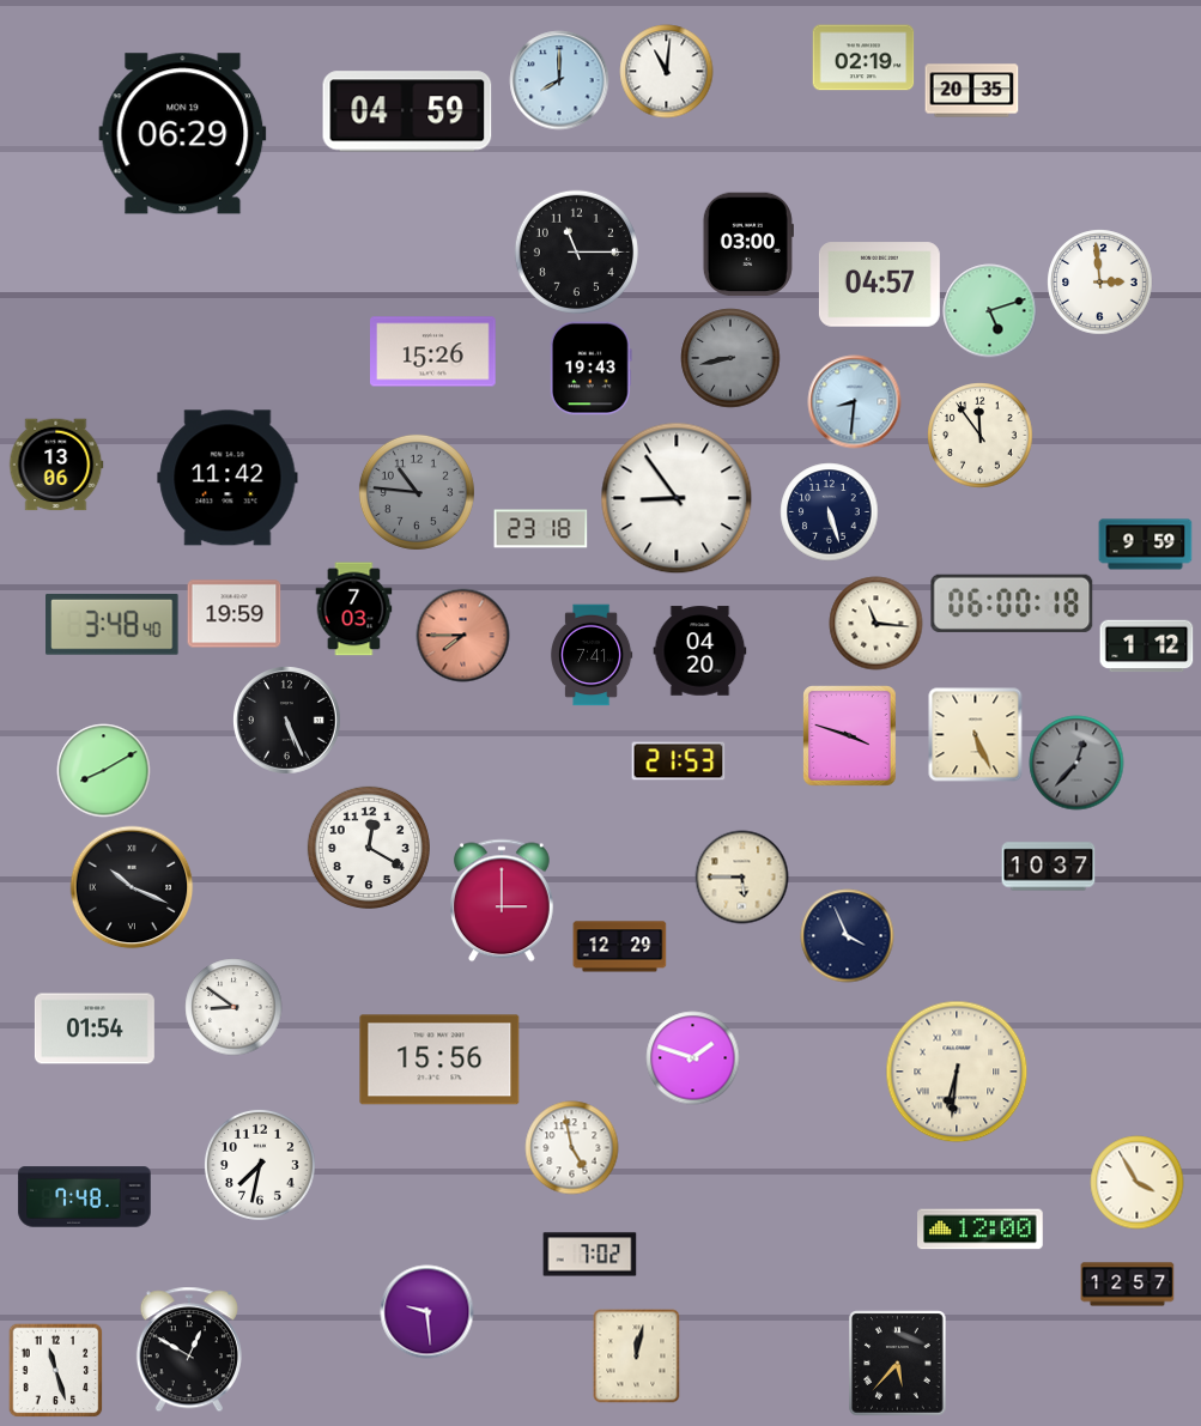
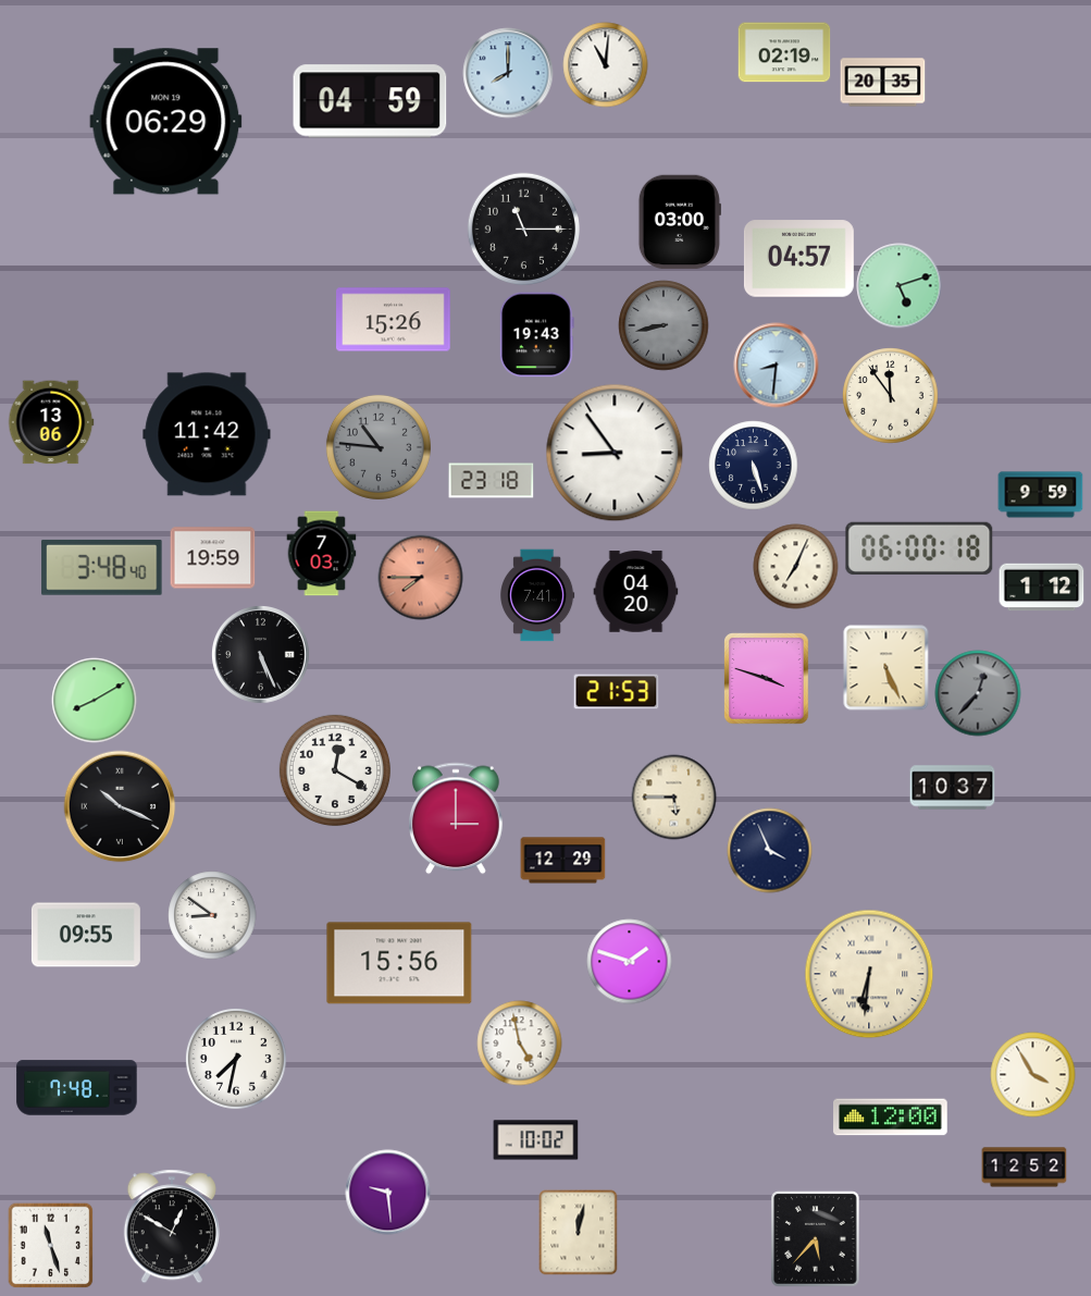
clock at (1099, 281): 2:59 -> none
clock at (989, 310) position: (989, 310) -> (898, 285)
clock at (875, 623): 11:16 -> 7:04
clock at (850, 735) position: (850, 735) -> (767, 678)
clock at (95, 1028): 01:54 -> 09:55
clock at (589, 1255): 7:02 -> 10:02
clock at (1127, 1285): 12:57 -> 12:52
